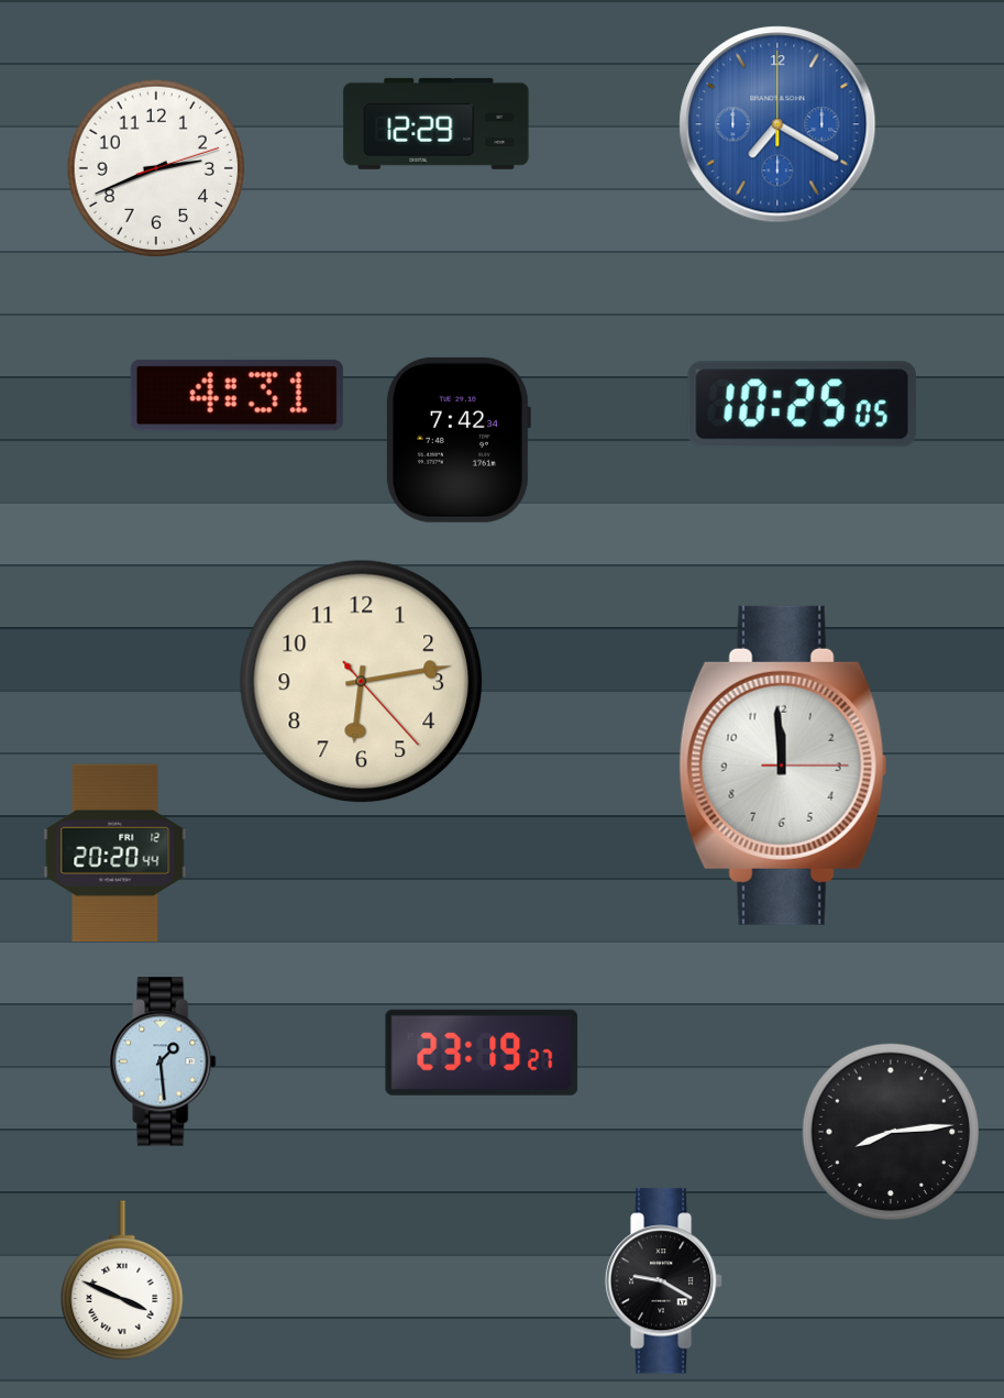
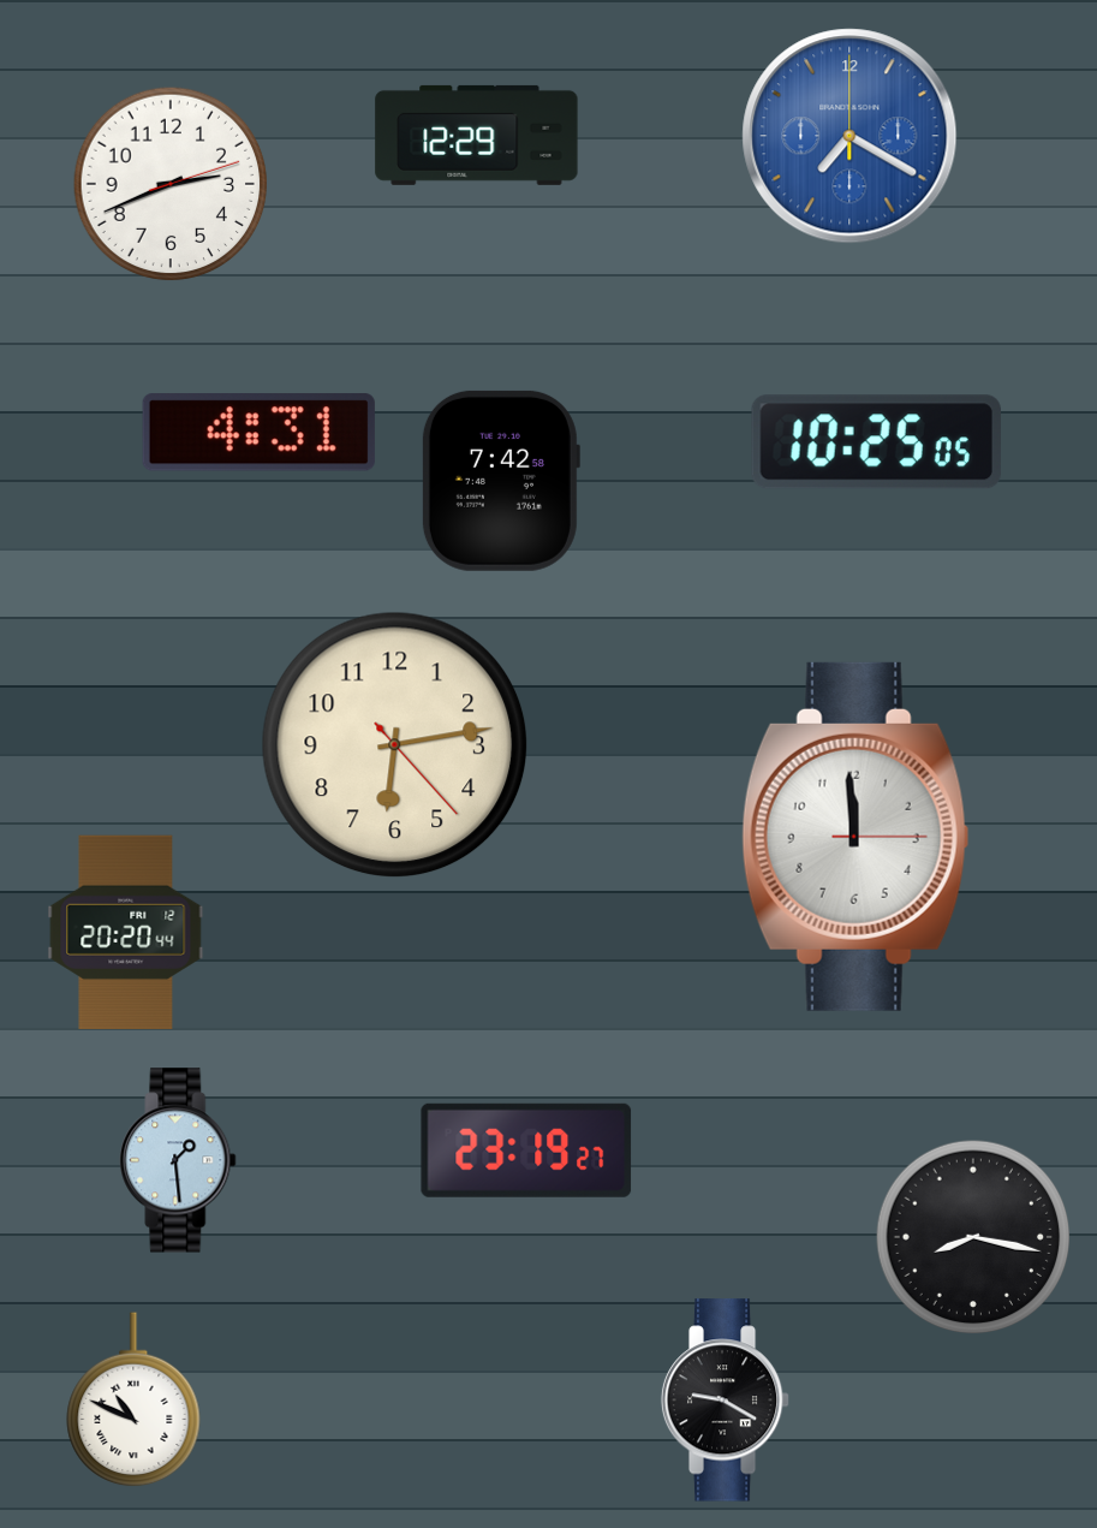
clock at (457, 440): 7:42:34 -> 7:42:58
clock at (891, 1132): 8:14 -> 8:17
clock at (122, 1281): 3:49 -> 10:49
